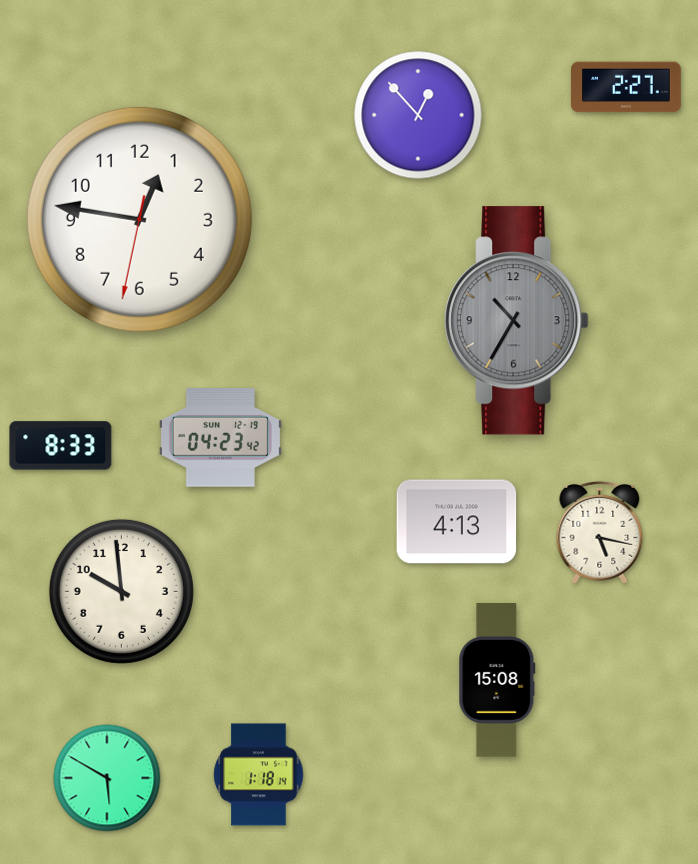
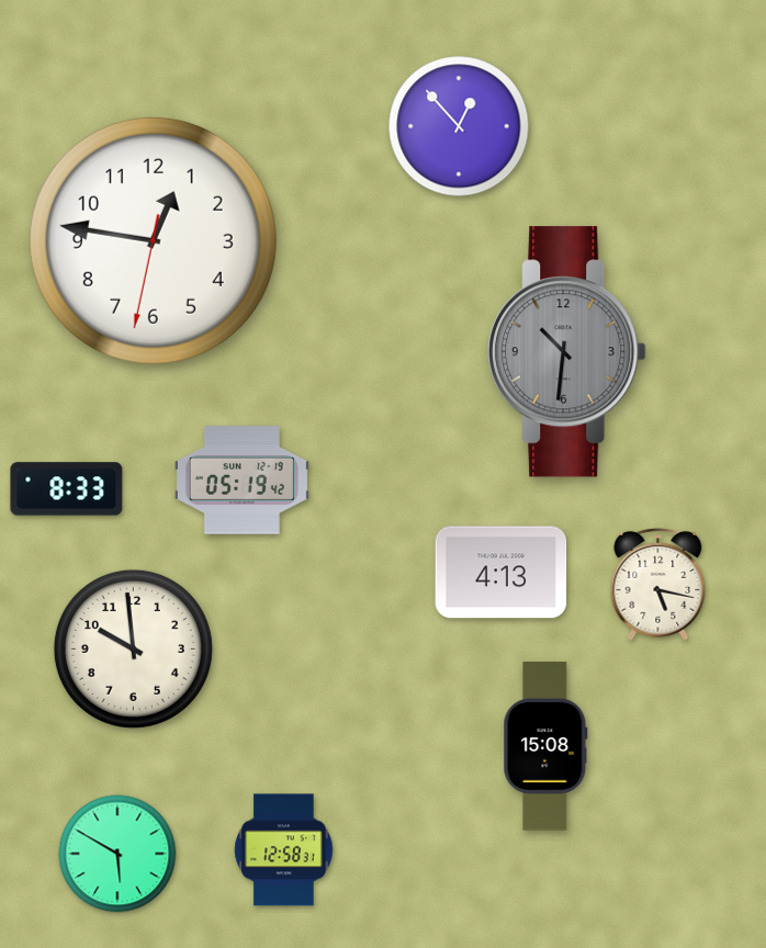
clock at (627, 87): 2:27 -> none
clock at (517, 321): 10:35 -> 10:31
clock at (220, 438): 04:23 -> 05:19
clock at (259, 775): 1:18 -> 12:58
